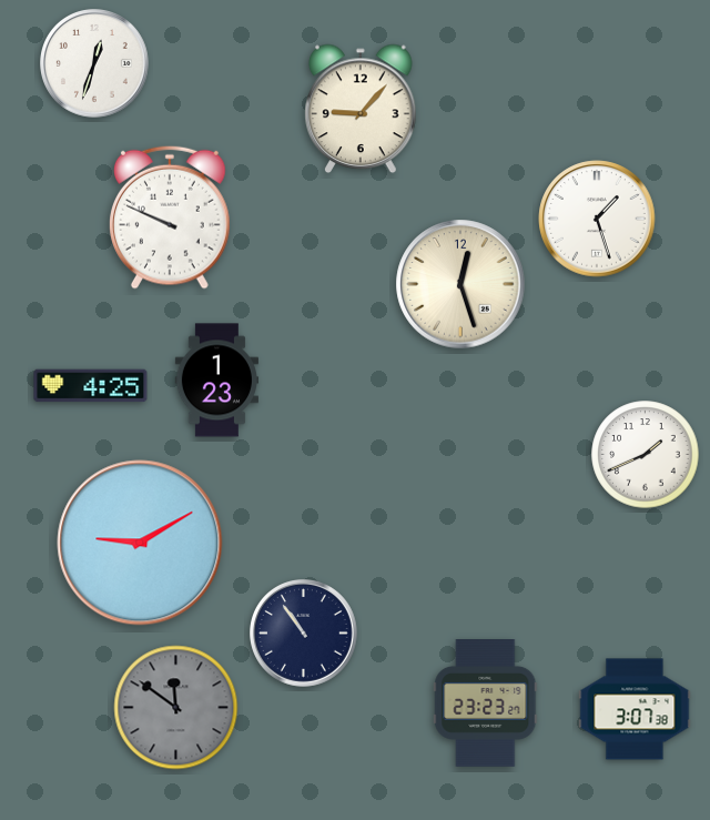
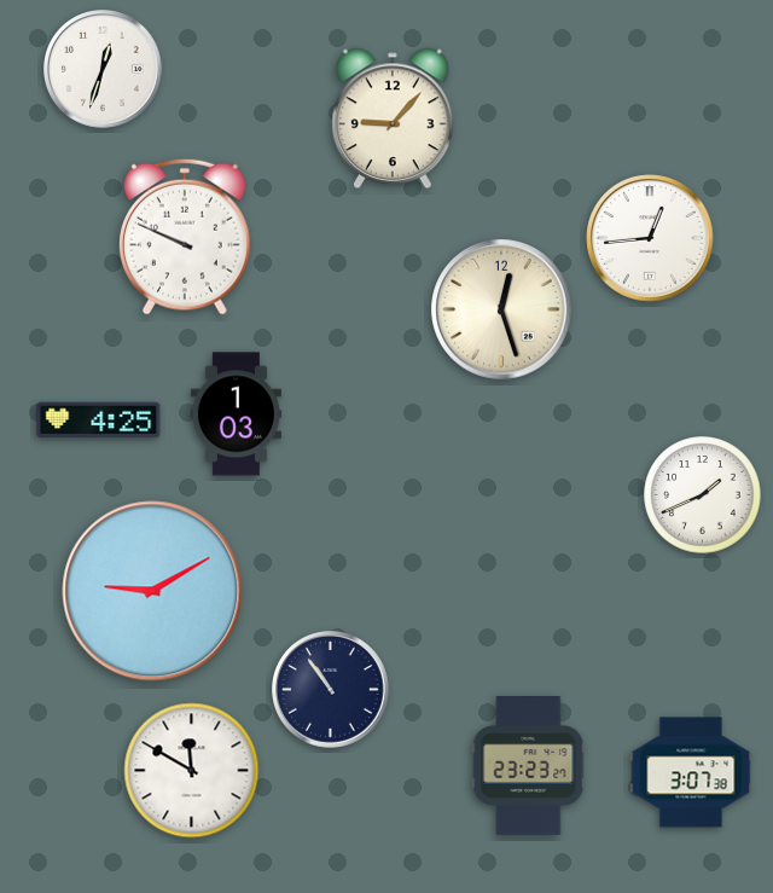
clock at (597, 219): 1:27 -> 12:44
clock at (216, 381): 1:23 -> 1:03
clock at (176, 708): 11:51 -> 11:50
clock at (176, 708) dial: grey -> white
